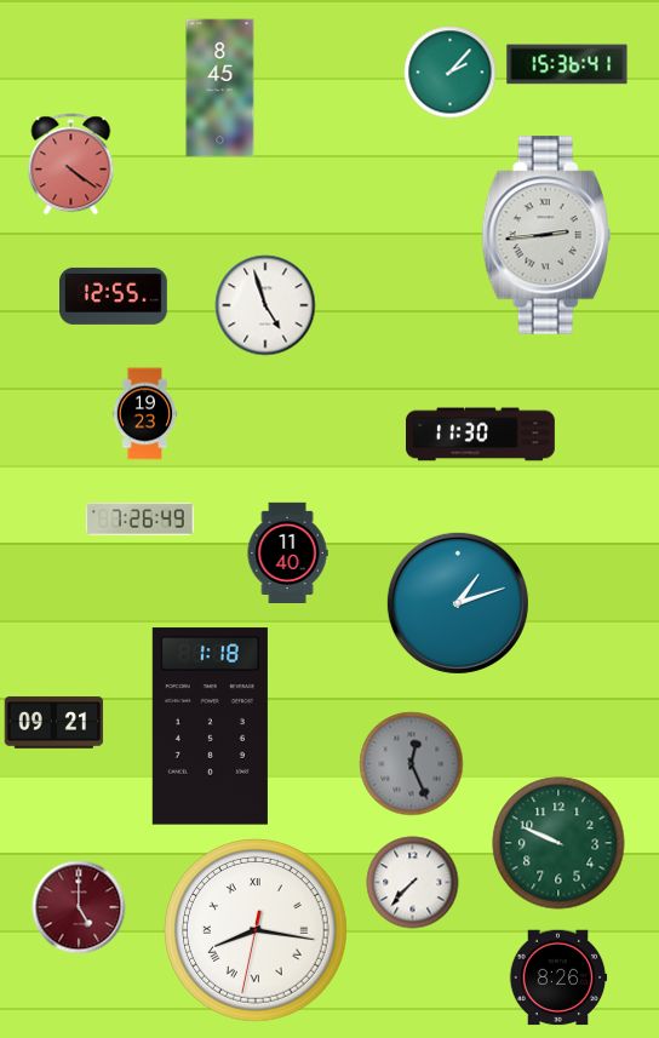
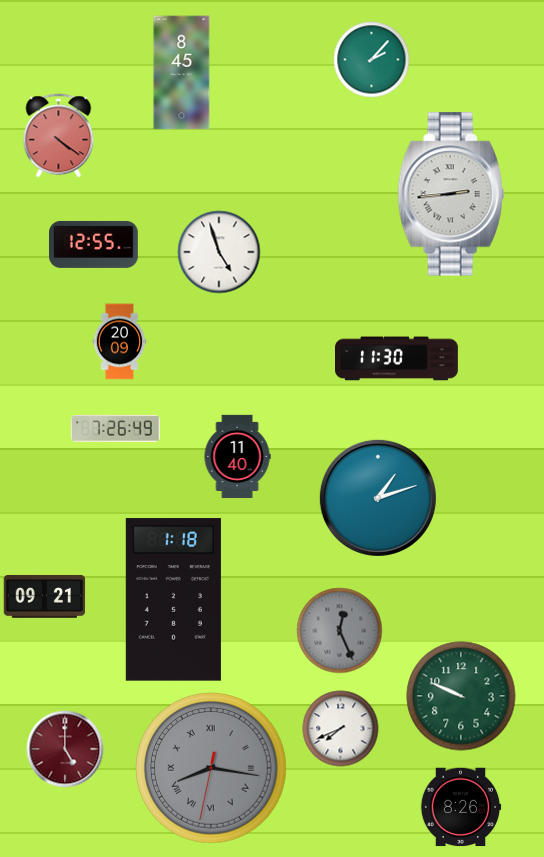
clock at (567, 64): 15:36 -> none
clock at (145, 414): 19:23 -> 20:09
clock at (413, 883): 7:37 -> 7:41
clock at (256, 930) dial: white -> grey
